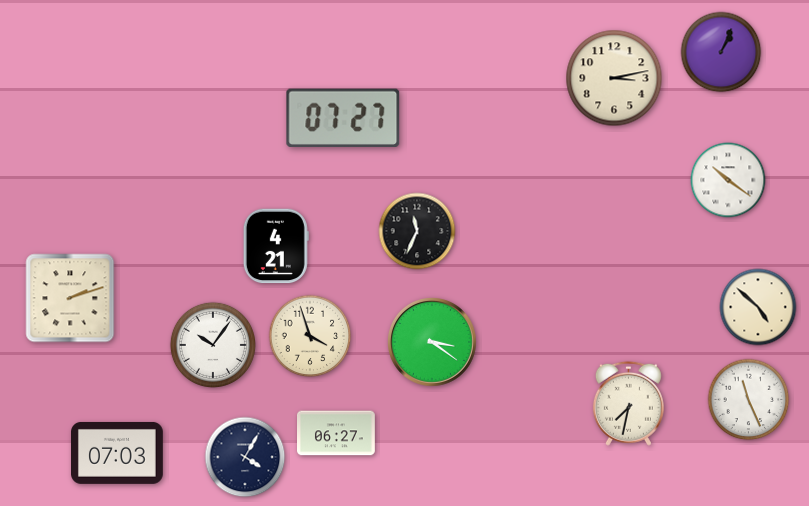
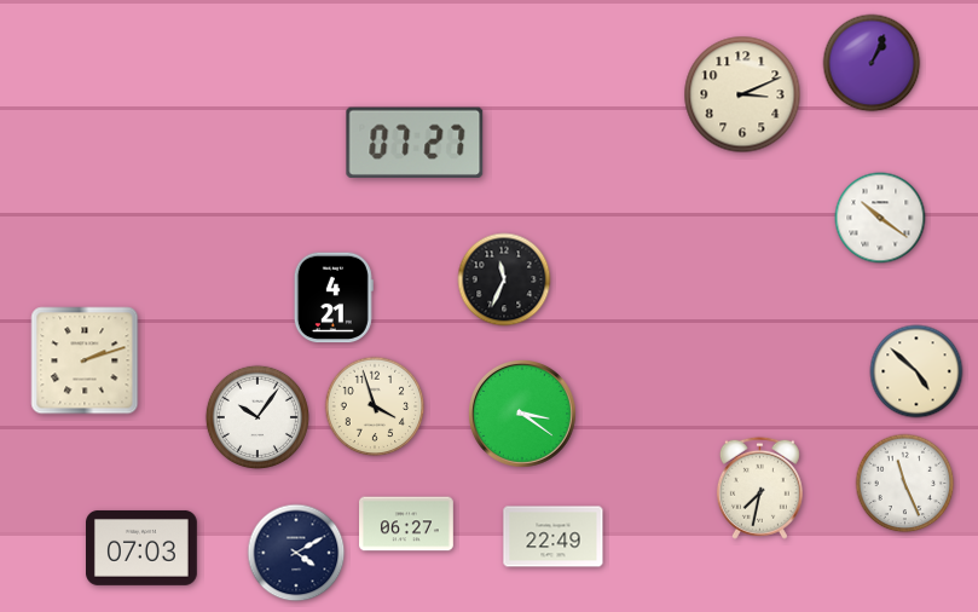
clock at (614, 78): 3:13 -> 3:11
clock at (554, 537): none -> 22:49
clock at (245, 457): 4:05 -> 4:10
